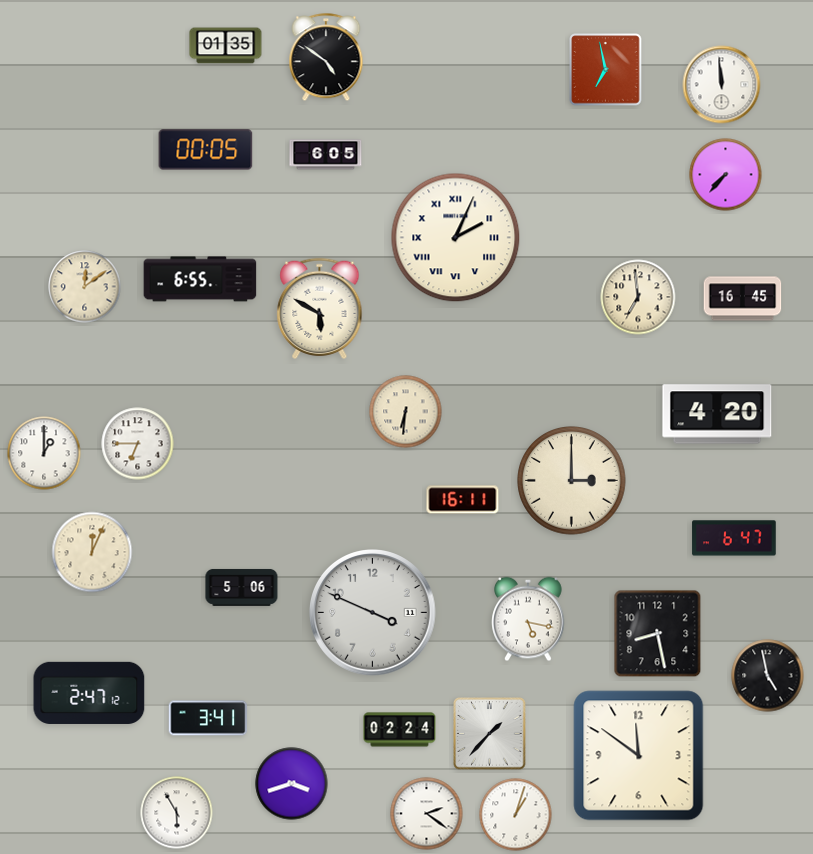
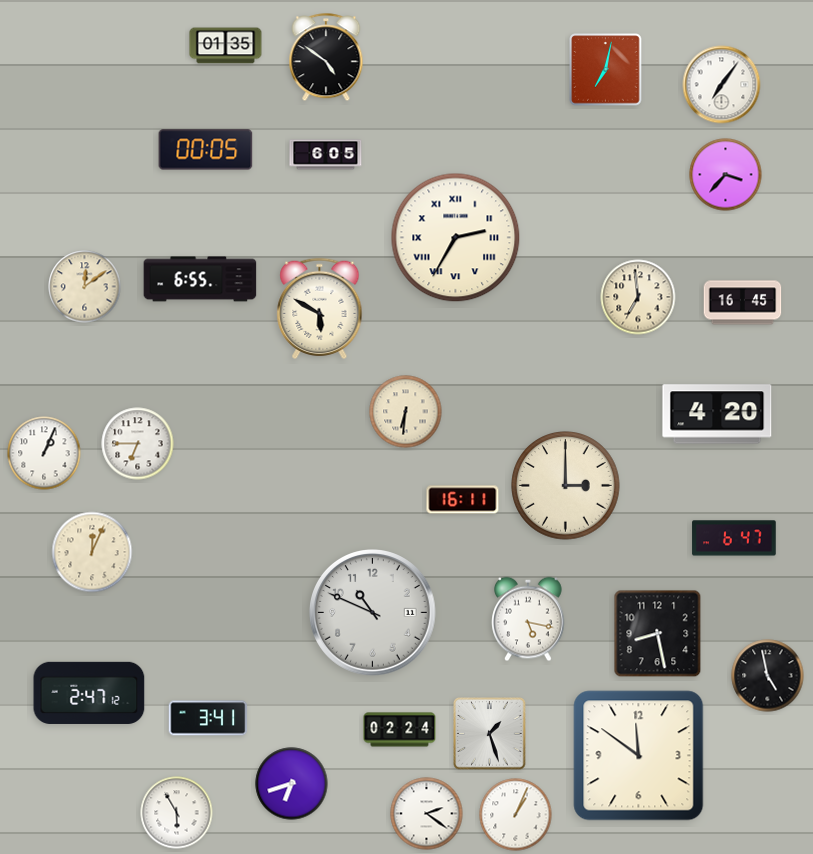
clock at (606, 70): 6:58 -> 7:02
clock at (722, 85): 11:59 -> 7:06
clock at (726, 175): 7:37 -> 3:37
clock at (456, 238): 2:04 -> 2:35
clock at (743, 299) position: (743, 299) -> (743, 303)
clock at (44, 453): 1:00 -> 1:04
clock at (572, 481) position: (572, 481) -> (566, 486)
clock at (242, 587): 5:06 -> none
clock at (373, 613): 3:49 -> 10:49
clock at (490, 734): 1:37 -> 1:27
clock at (292, 784): 3:42 -> 6:42
clock at (516, 815): 1:03 -> 1:04
